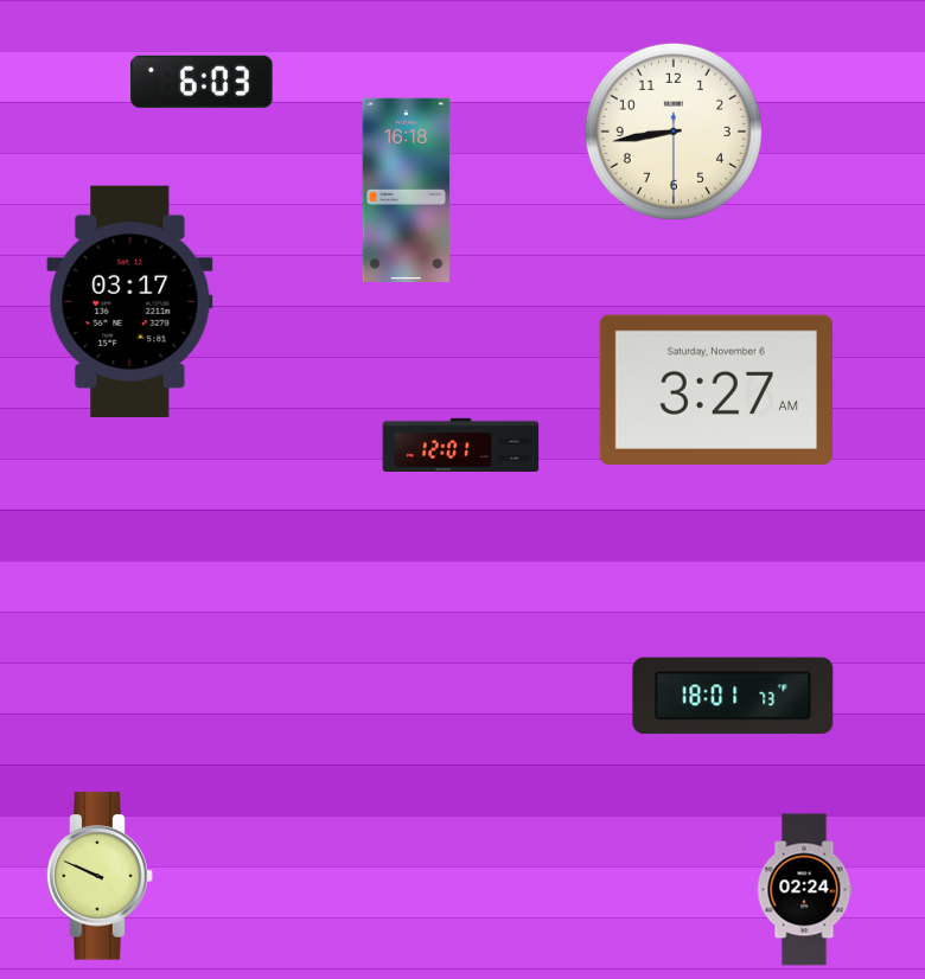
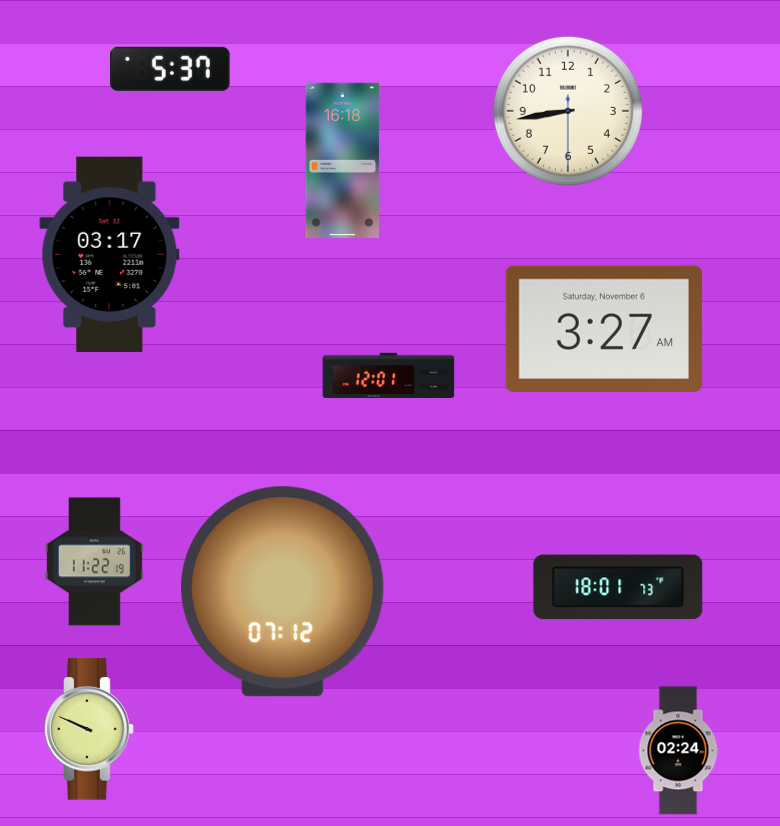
clock at (202, 82): 6:03 -> 5:37
clock at (94, 562): none -> 11:22
clock at (283, 592): none -> 07:12
clock at (100, 876) position: (100, 876) -> (89, 729)
